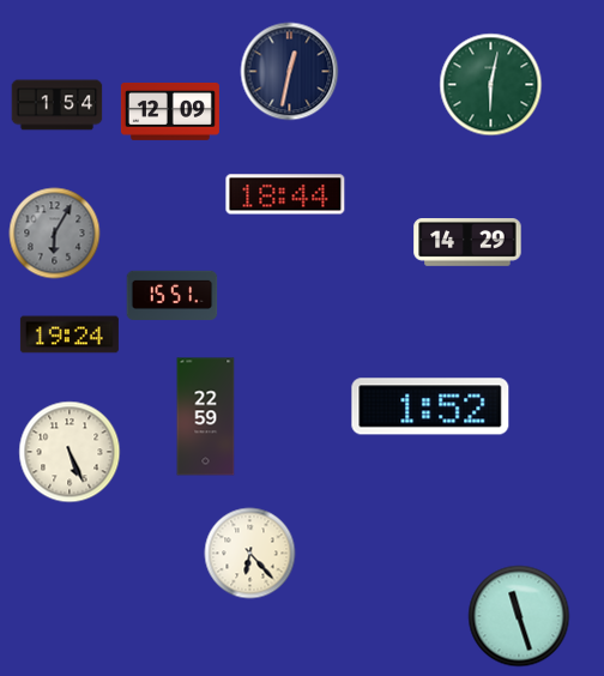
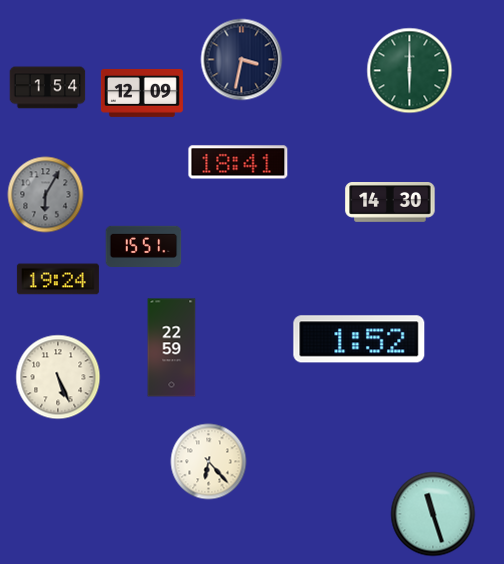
clock at (290, 72): 12:32 -> 3:32
clock at (491, 85): 6:02 -> 6:00
clock at (285, 194): 18:44 -> 18:41
clock at (467, 243): 14:29 -> 14:30
